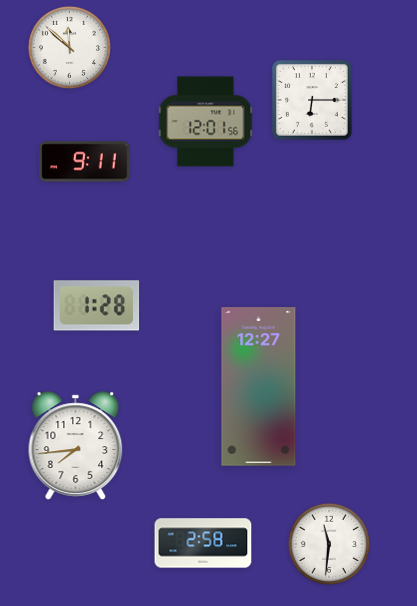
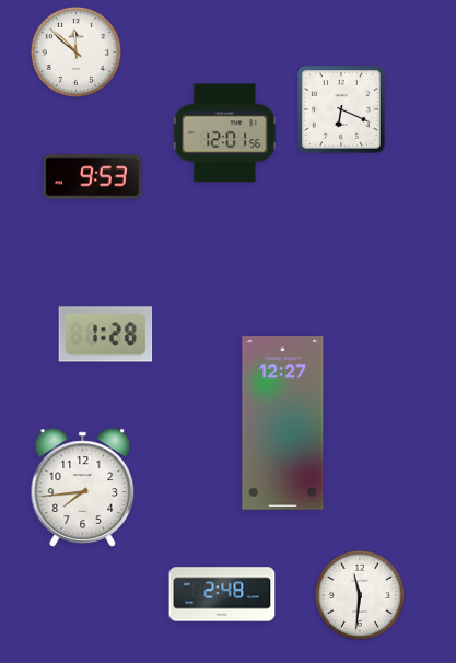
clock at (313, 101): 6:15 -> 6:19
clock at (85, 162): 9:11 -> 9:53
clock at (203, 543): 2:58 -> 2:48
